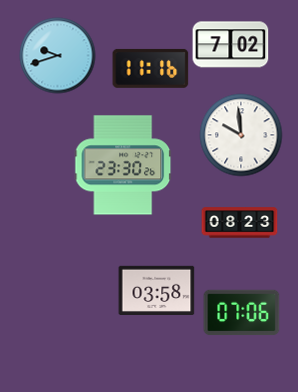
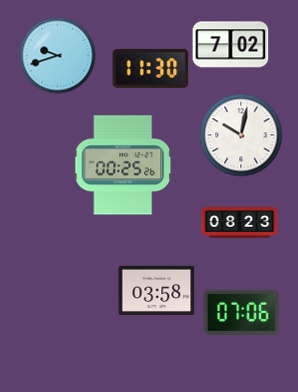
clock at (151, 68): 11:16 -> 11:30
clock at (241, 135): 9:59 -> 10:02
clock at (123, 165): 23:30 -> 00:25
